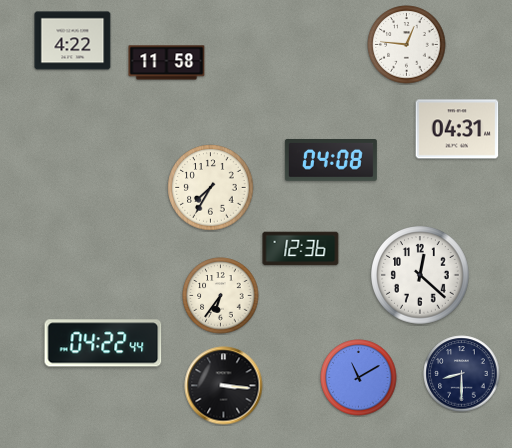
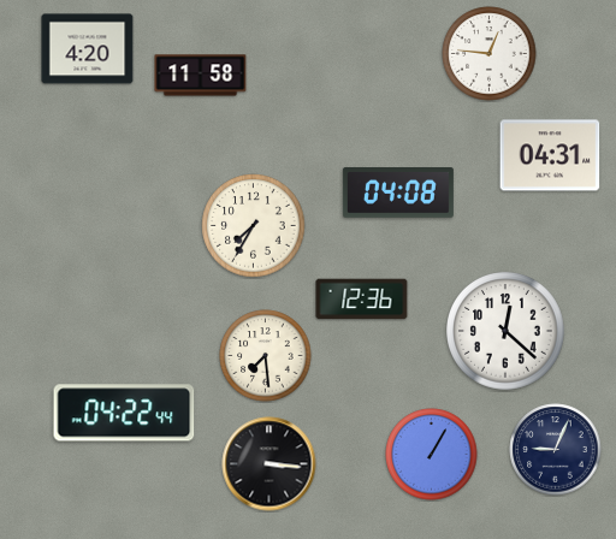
clock at (73, 41): 4:22 -> 4:20
clock at (221, 296): 6:36 -> 7:29
clock at (462, 374): 8:30 -> 9:04
clock at (359, 378): 11:10 -> 1:05
